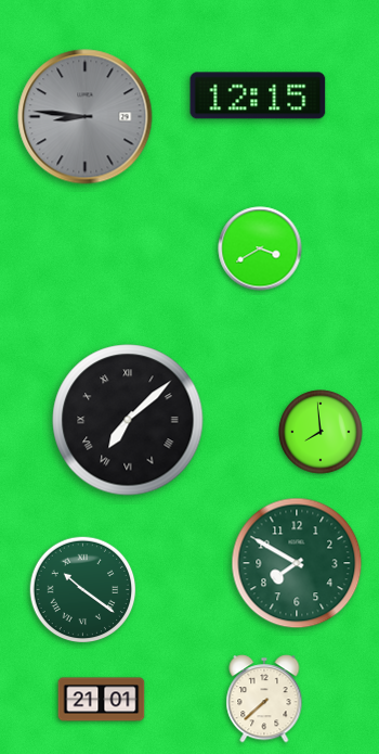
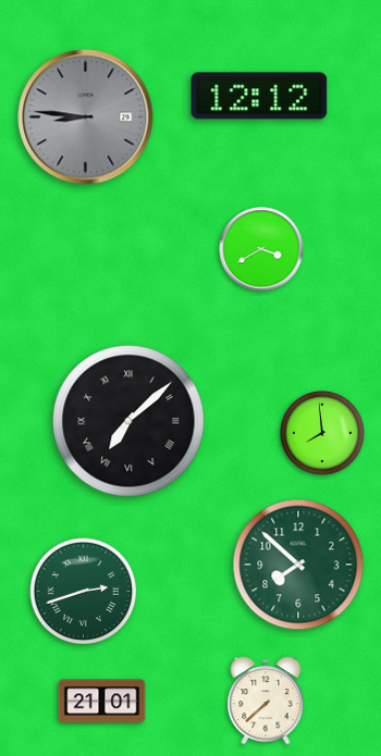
clock at (258, 95): 12:15 -> 12:12
clock at (297, 563): 7:50 -> 7:52
clock at (83, 590): 10:21 -> 2:42
